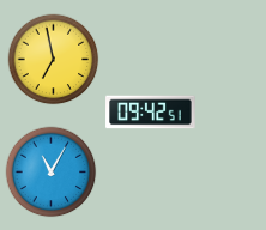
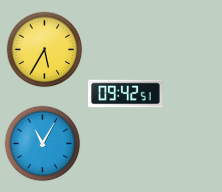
clock at (54, 60): 6:58 -> 5:35
